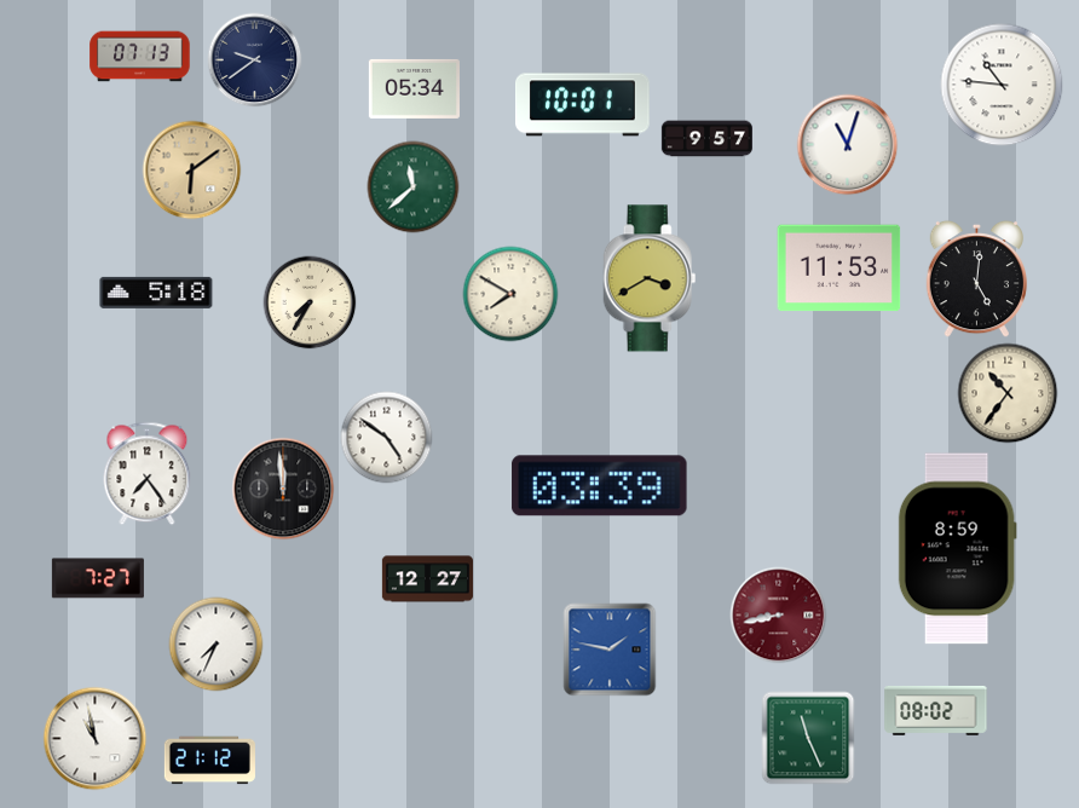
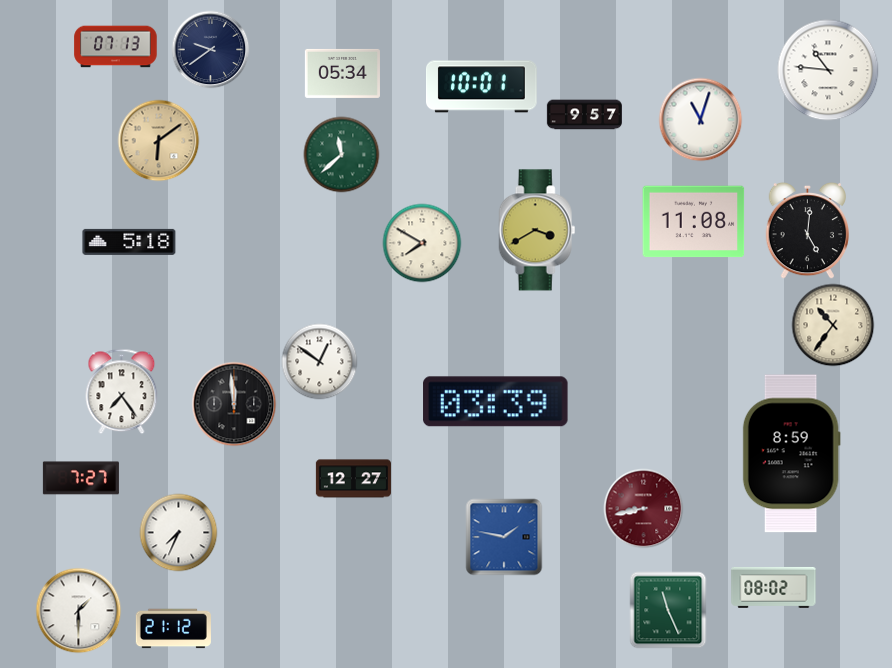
clock at (839, 269): 11:53 -> 11:08
clock at (310, 302): 7:35 -> none
clock at (387, 438): 4:51 -> 12:51
clock at (96, 739): 10:58 -> 1:30
